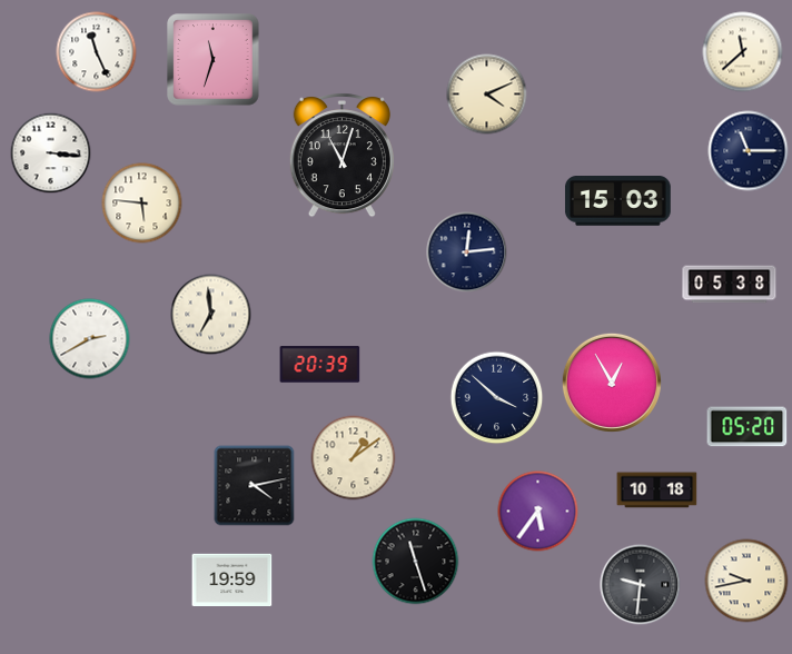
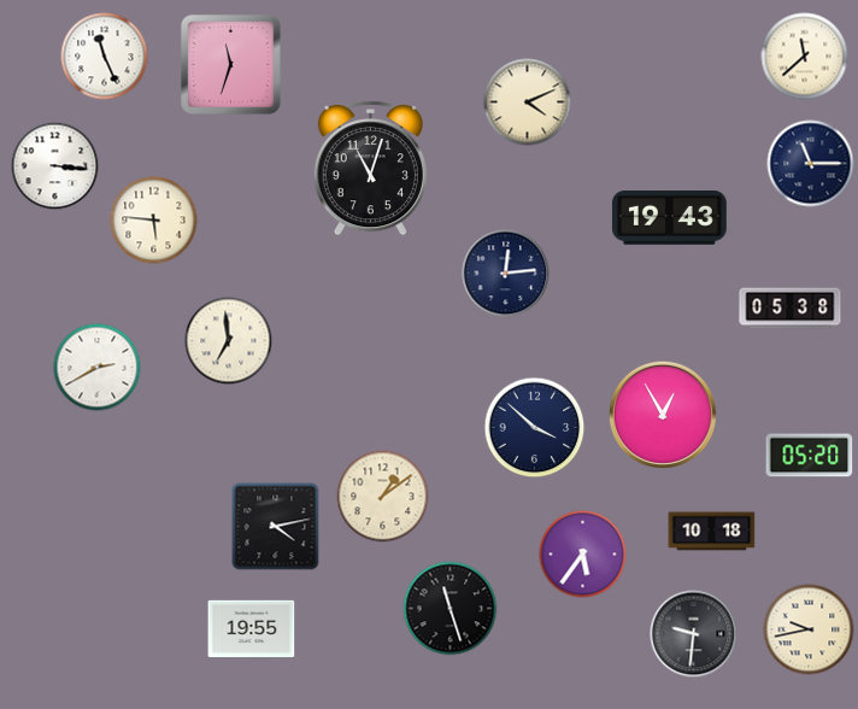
clock at (617, 201): 15:03 -> 19:43
clock at (320, 365): 20:39 -> none
clock at (497, 398) position: (497, 398) -> (535, 428)
clock at (748, 427) position: (748, 427) -> (810, 456)
clock at (232, 581): 19:59 -> 19:55
